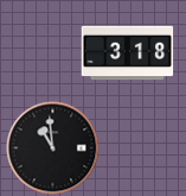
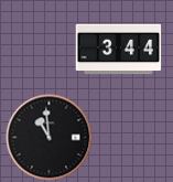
clock at (127, 53): 3:18 -> 3:44
